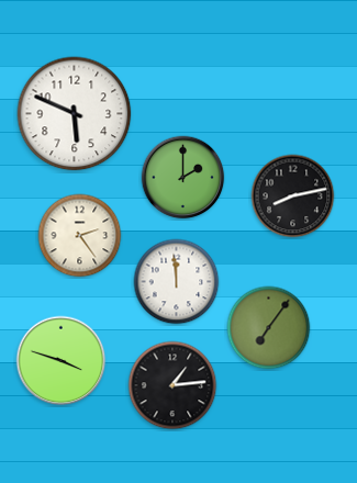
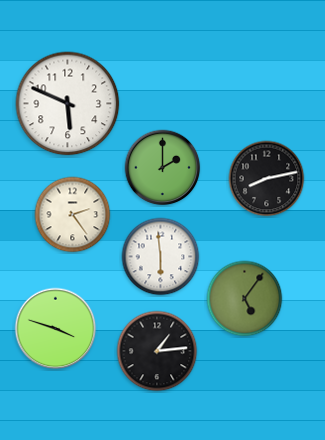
clock at (183, 178) position: (183, 178) -> (163, 168)
clock at (177, 282): 11:59 -> 5:59
clock at (269, 328): 7:06 -> 5:06
